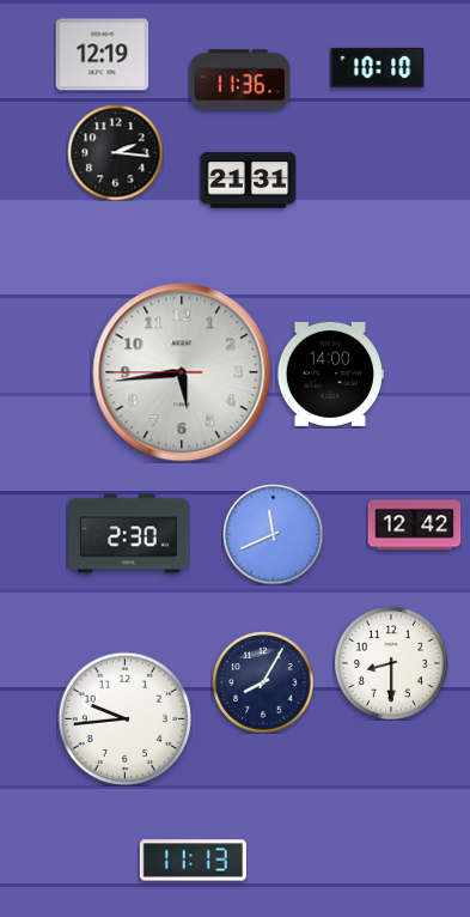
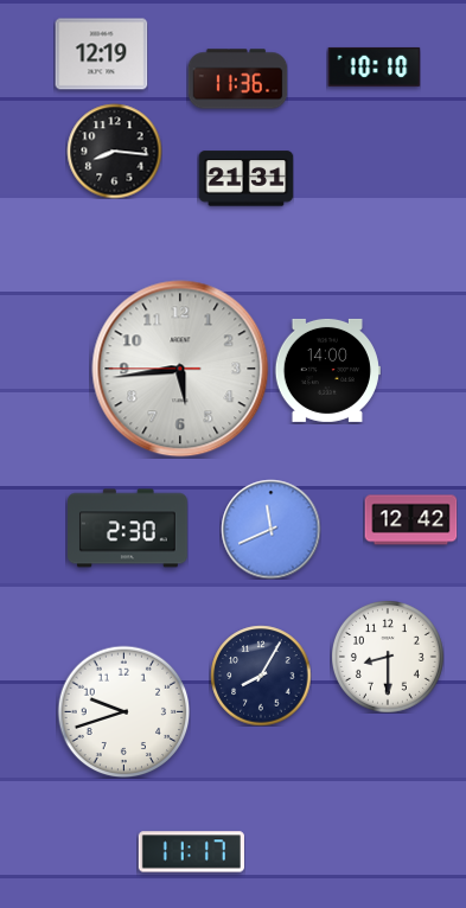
clock at (115, 152): 2:16 -> 8:16
clock at (124, 718): 9:44 -> 9:42
clock at (193, 861): 11:13 -> 11:17
